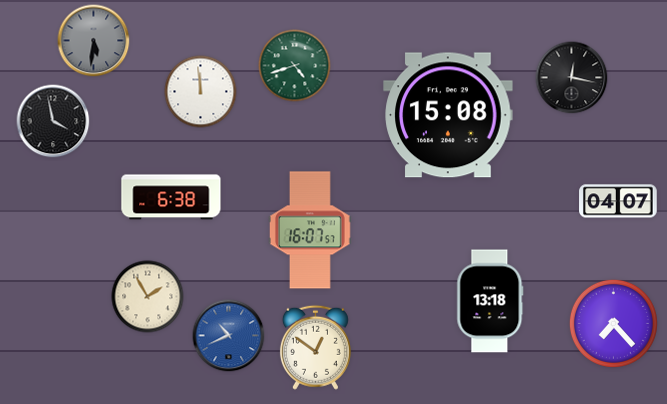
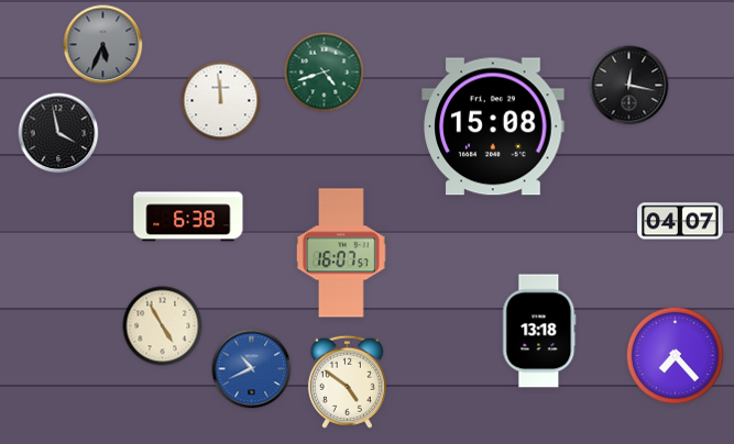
clock at (94, 41): 5:31 -> 5:34
clock at (148, 297): 1:55 -> 4:55
clock at (315, 347): 12:51 -> 4:51
